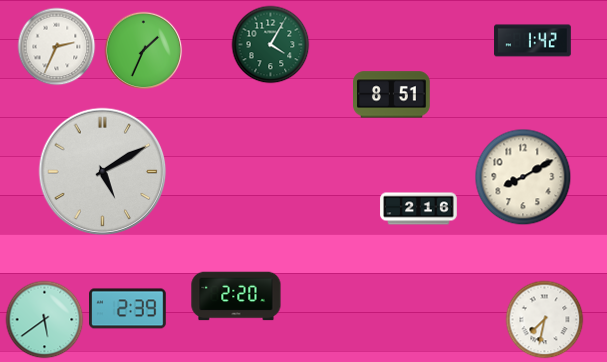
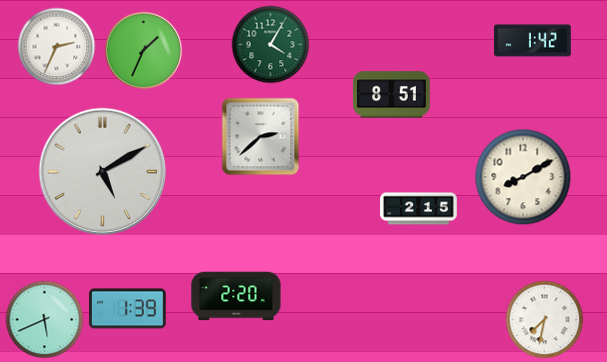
clock at (260, 136): none -> 2:38
clock at (419, 209): 2:16 -> 2:15
clock at (128, 309): 2:39 -> 1:39
clock at (44, 319): 5:39 -> 5:41
